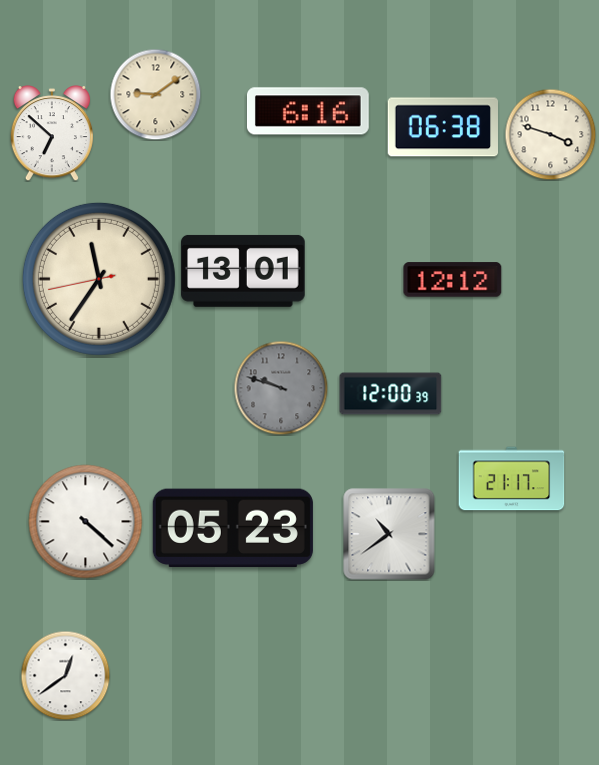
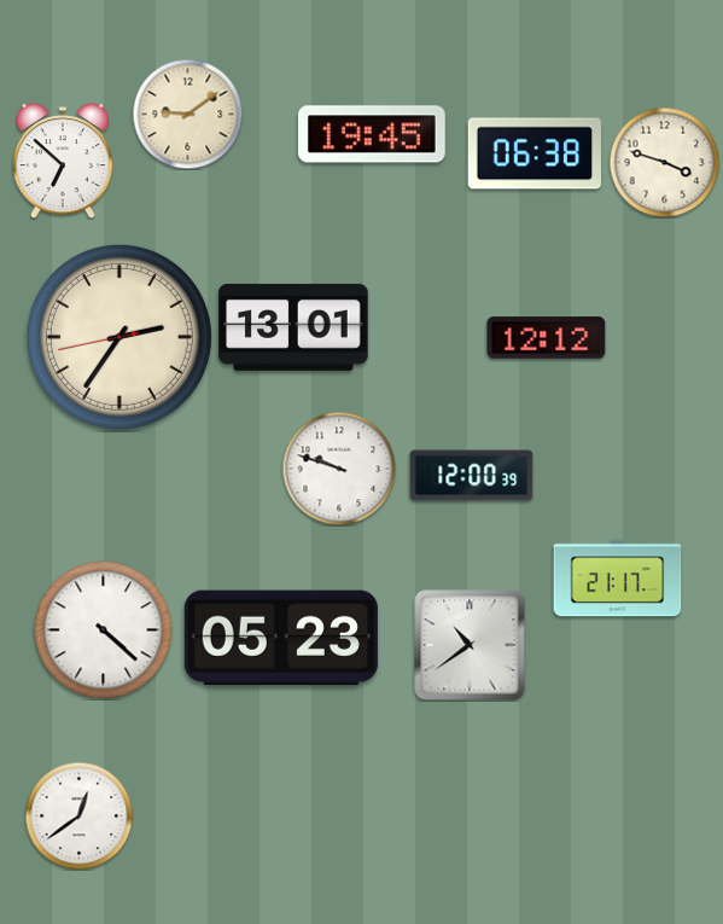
clock at (308, 111): 6:16 -> 19:45
clock at (99, 279): 11:35 -> 2:35
clock at (281, 388) dial: grey -> white
